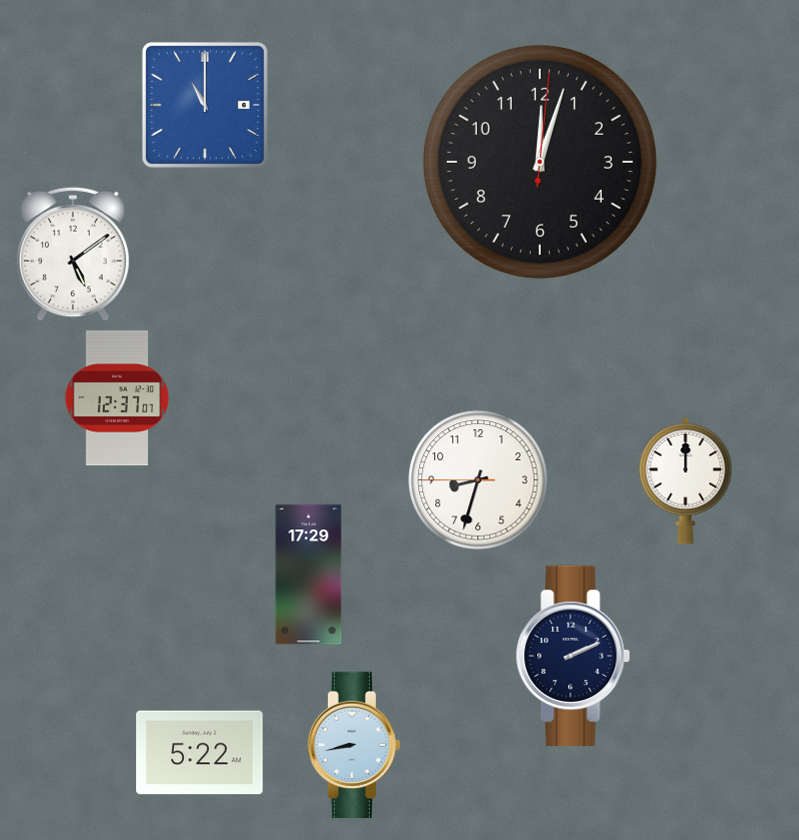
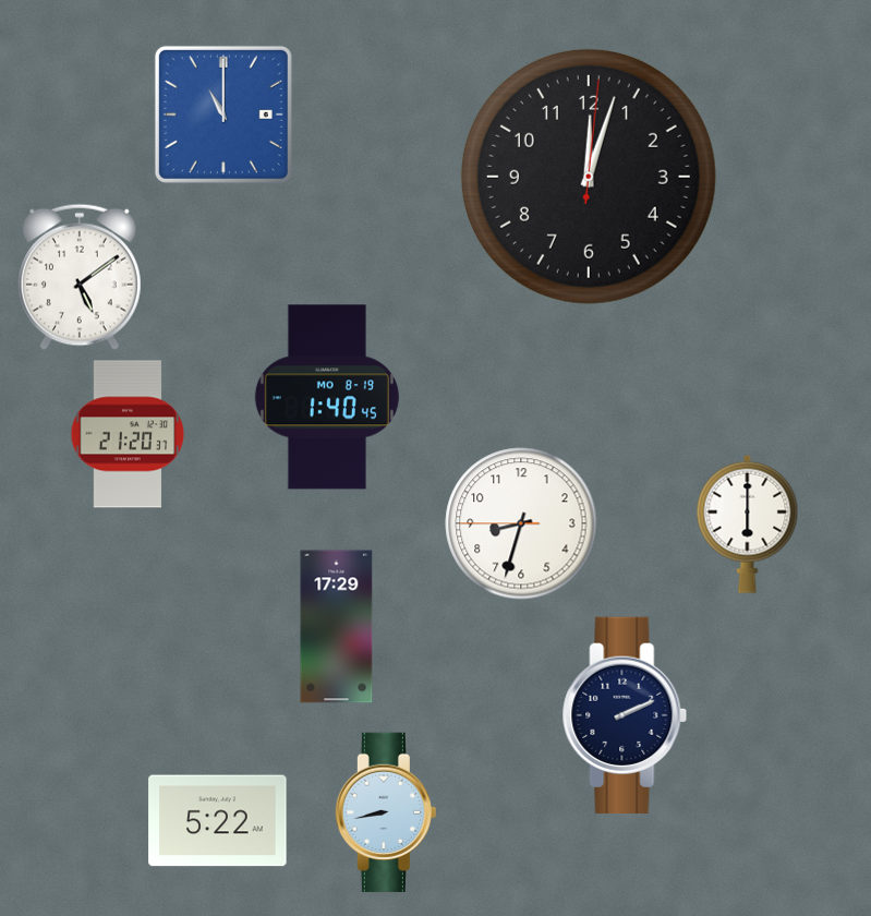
clock at (327, 397): none -> 1:40
clock at (117, 398): 12:37 -> 21:20
clock at (686, 480): 12:00 -> 6:00
